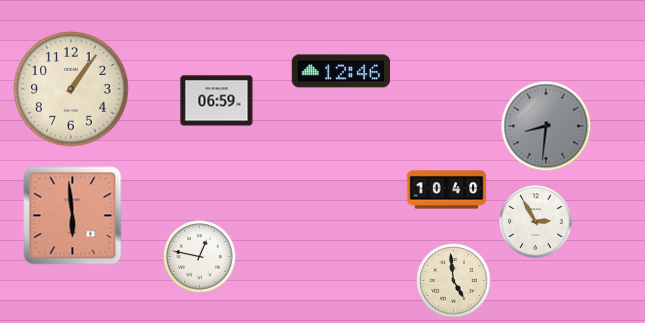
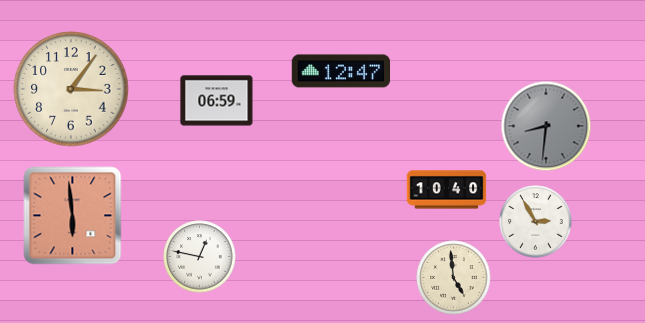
clock at (341, 71): 12:46 -> 12:47
clock at (71, 89): 1:06 -> 3:06
clock at (454, 281) position: (454, 281) -> (454, 278)
